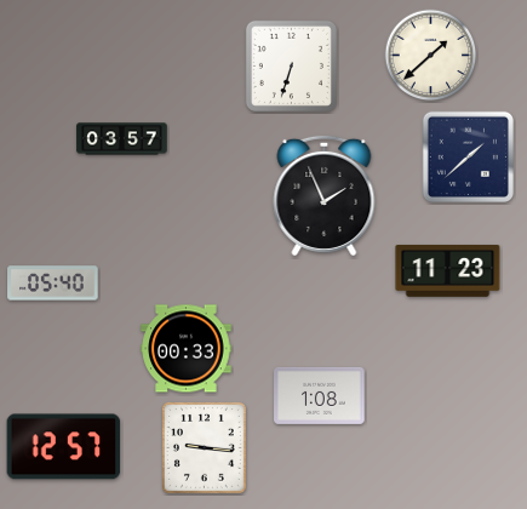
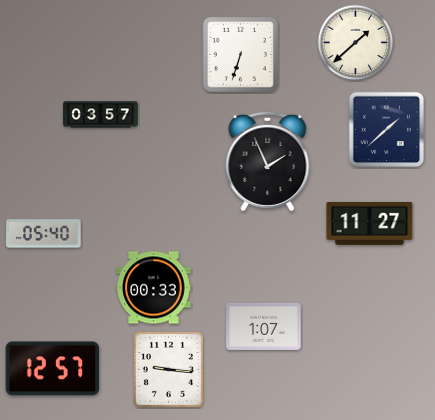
clock at (431, 56) position: (431, 56) -> (356, 43)
clock at (448, 270): 11:23 -> 11:27
clock at (320, 395): 1:08 -> 1:07
